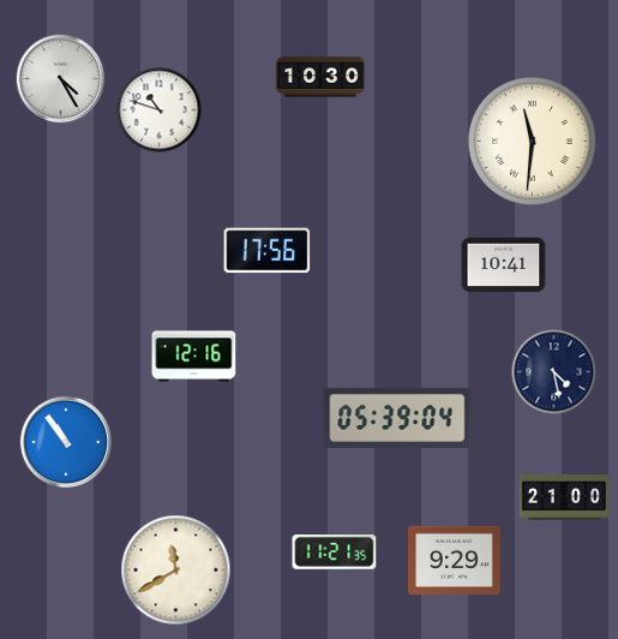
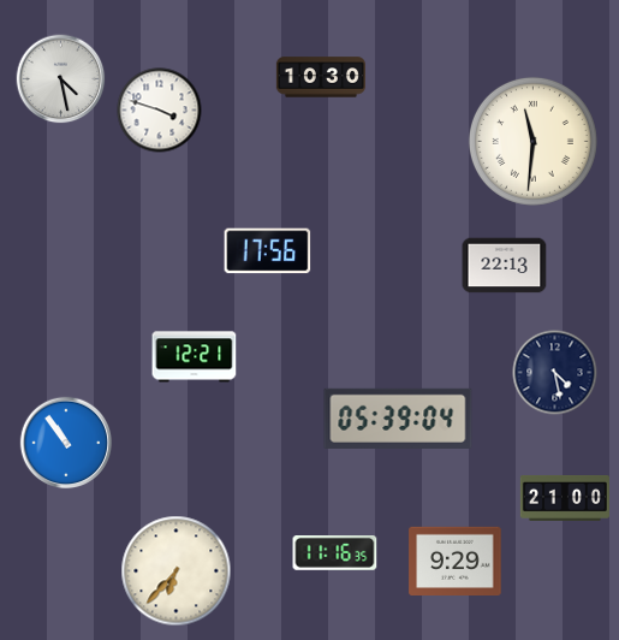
clock at (61, 79): 4:25 -> 4:28
clock at (160, 111): 10:48 -> 3:48
clock at (504, 265): 10:41 -> 22:13
clock at (194, 357): 12:16 -> 12:21
clock at (335, 553): 11:21 -> 11:16
clock at (176, 571): 11:40 -> 6:37
